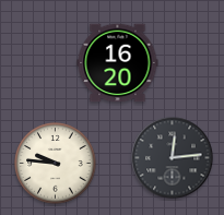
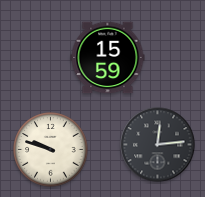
clock at (118, 63): 16:20 -> 15:59
clock at (56, 164): 9:46 -> 9:48
